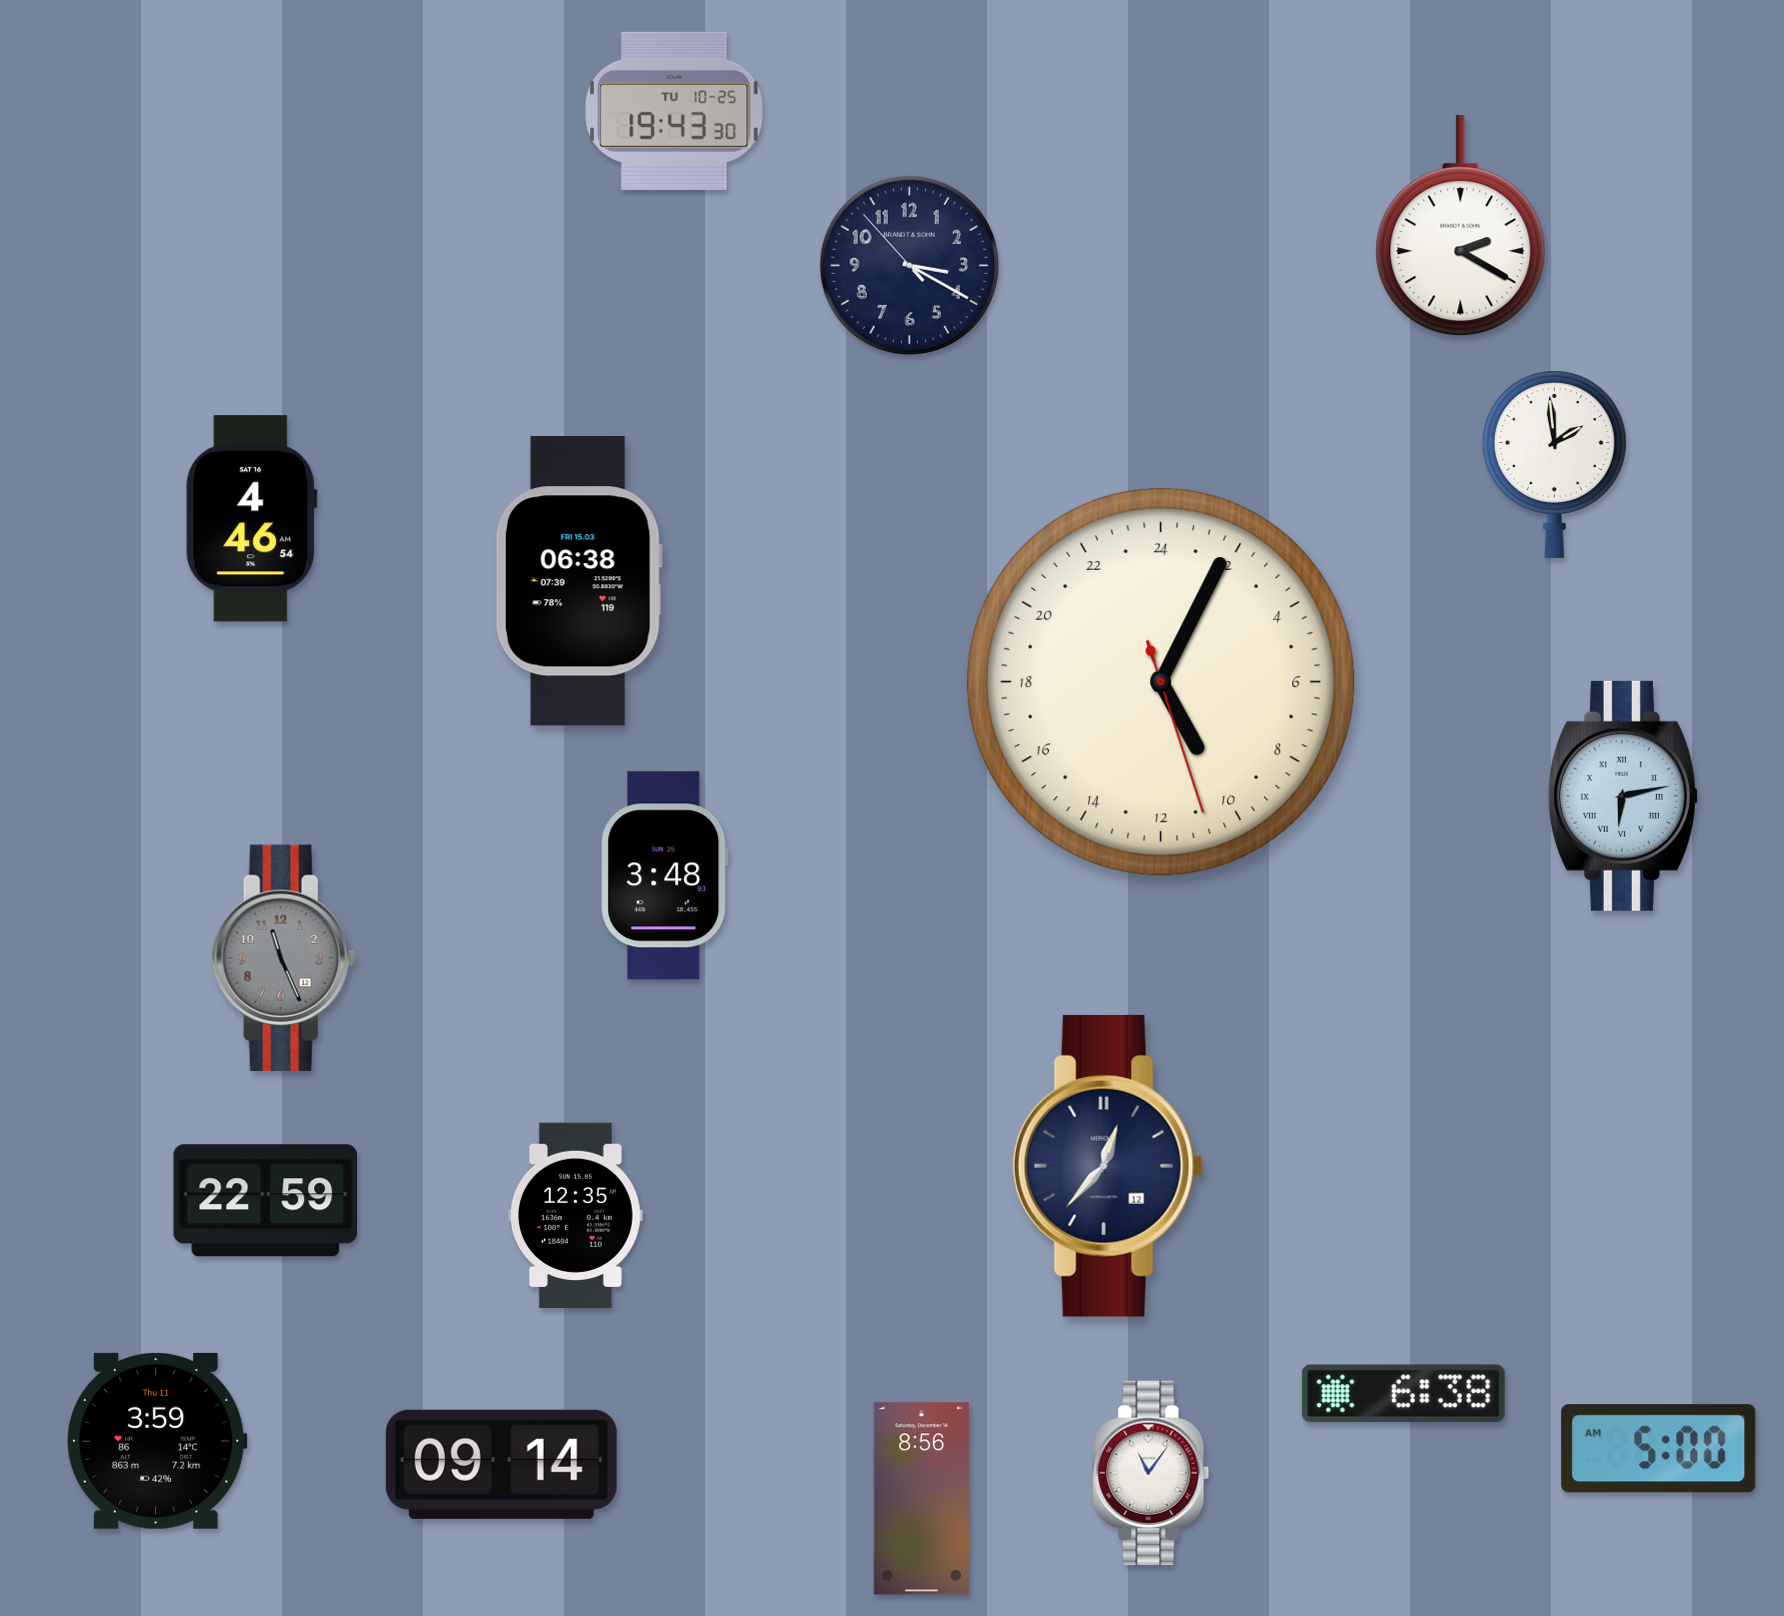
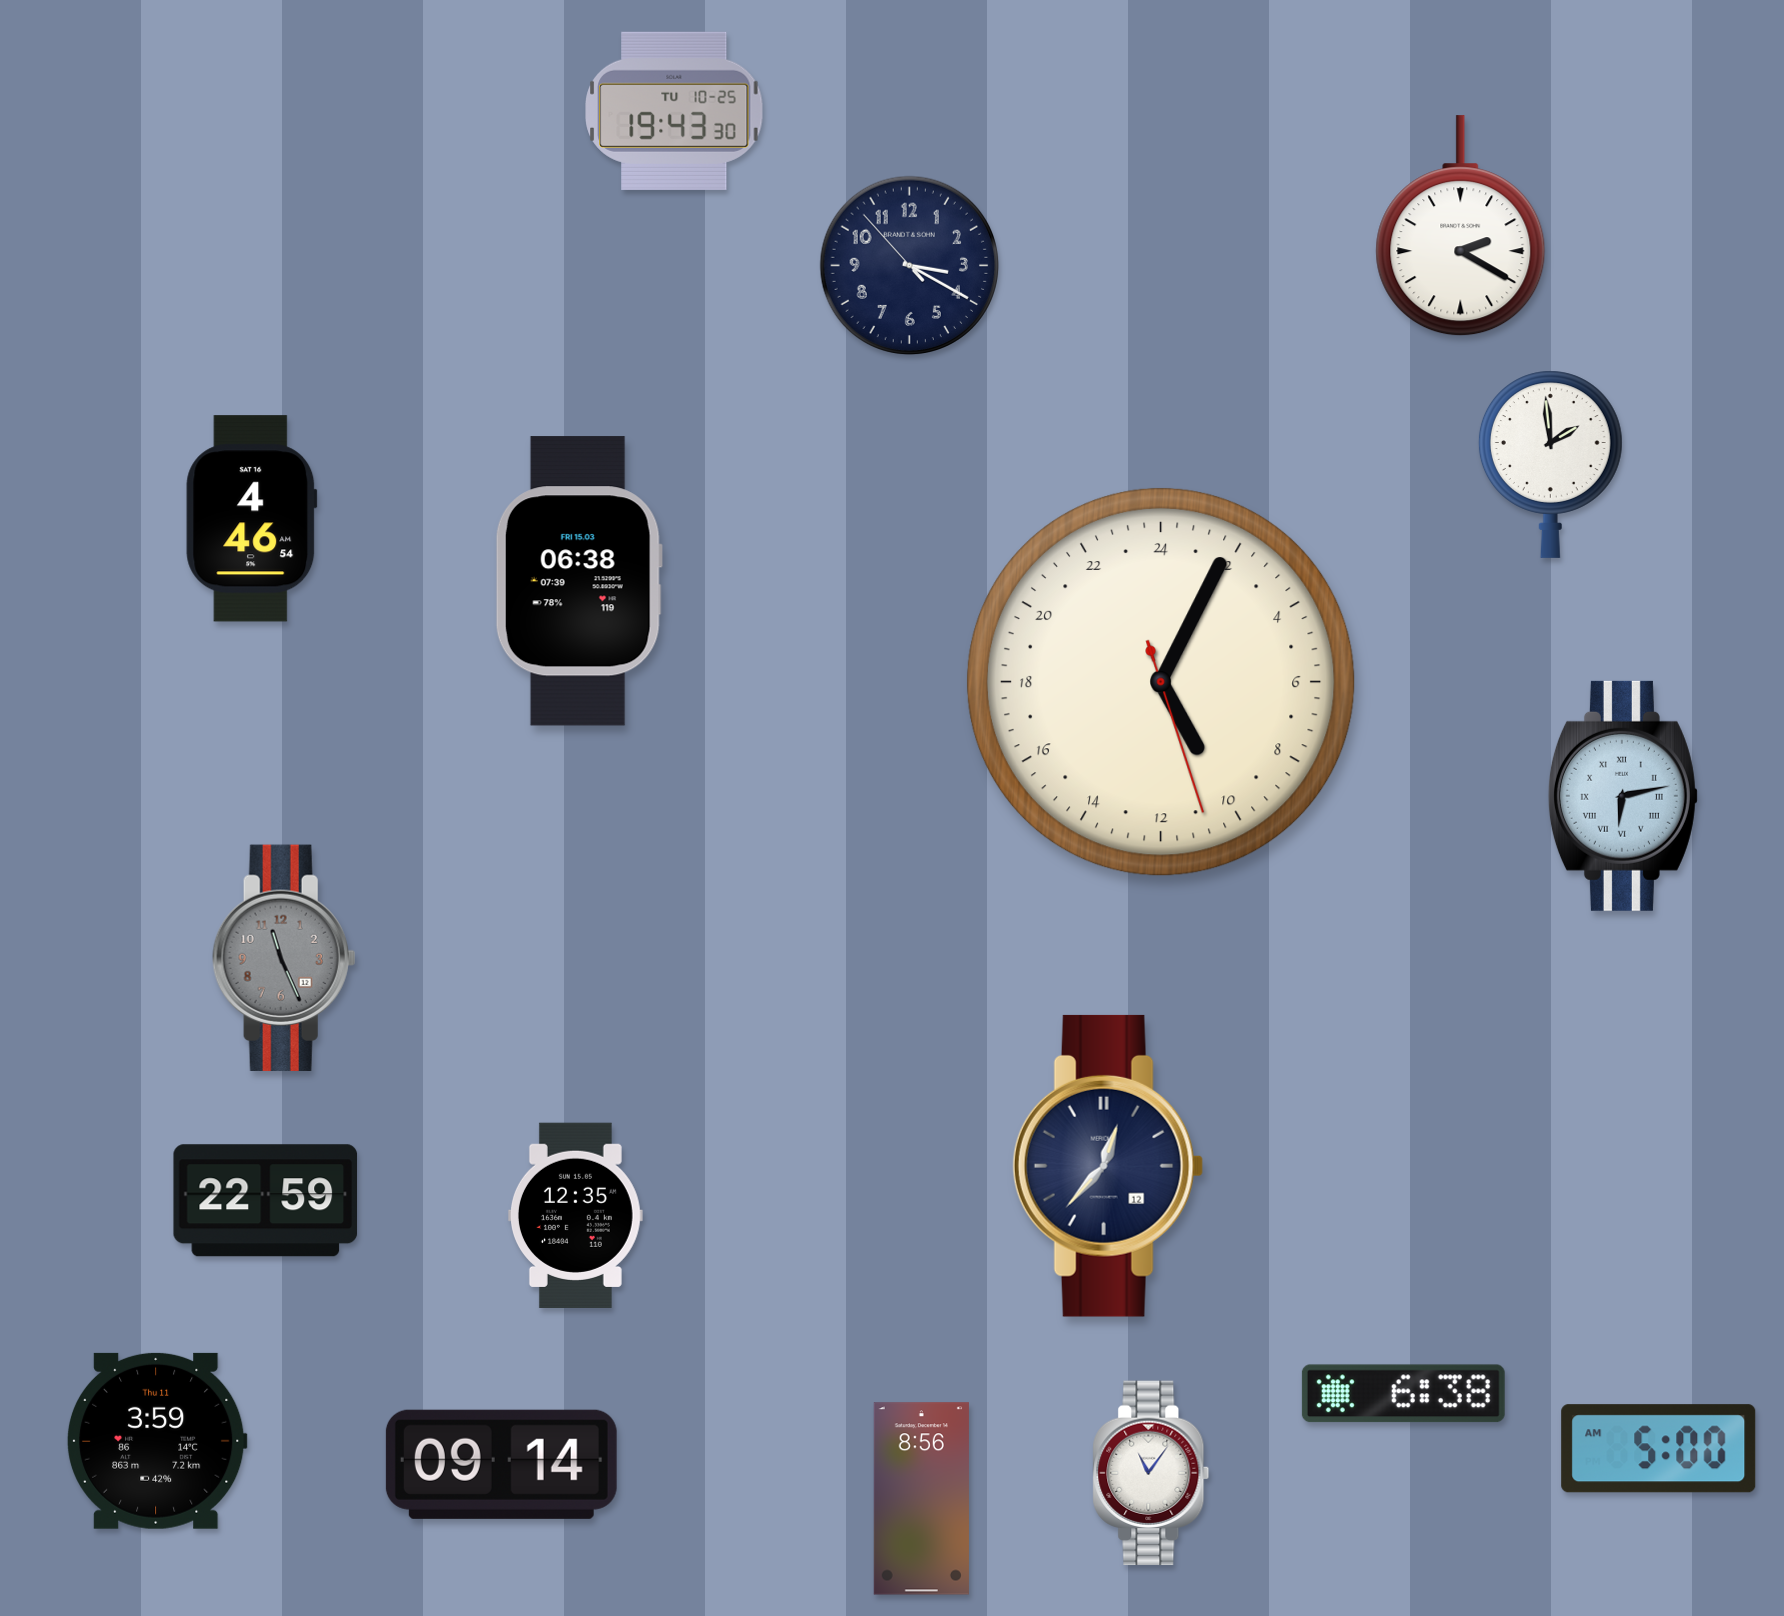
clock at (1554, 464) position: (1554, 464) -> (1550, 464)
clock at (665, 876): 3:48 -> none
